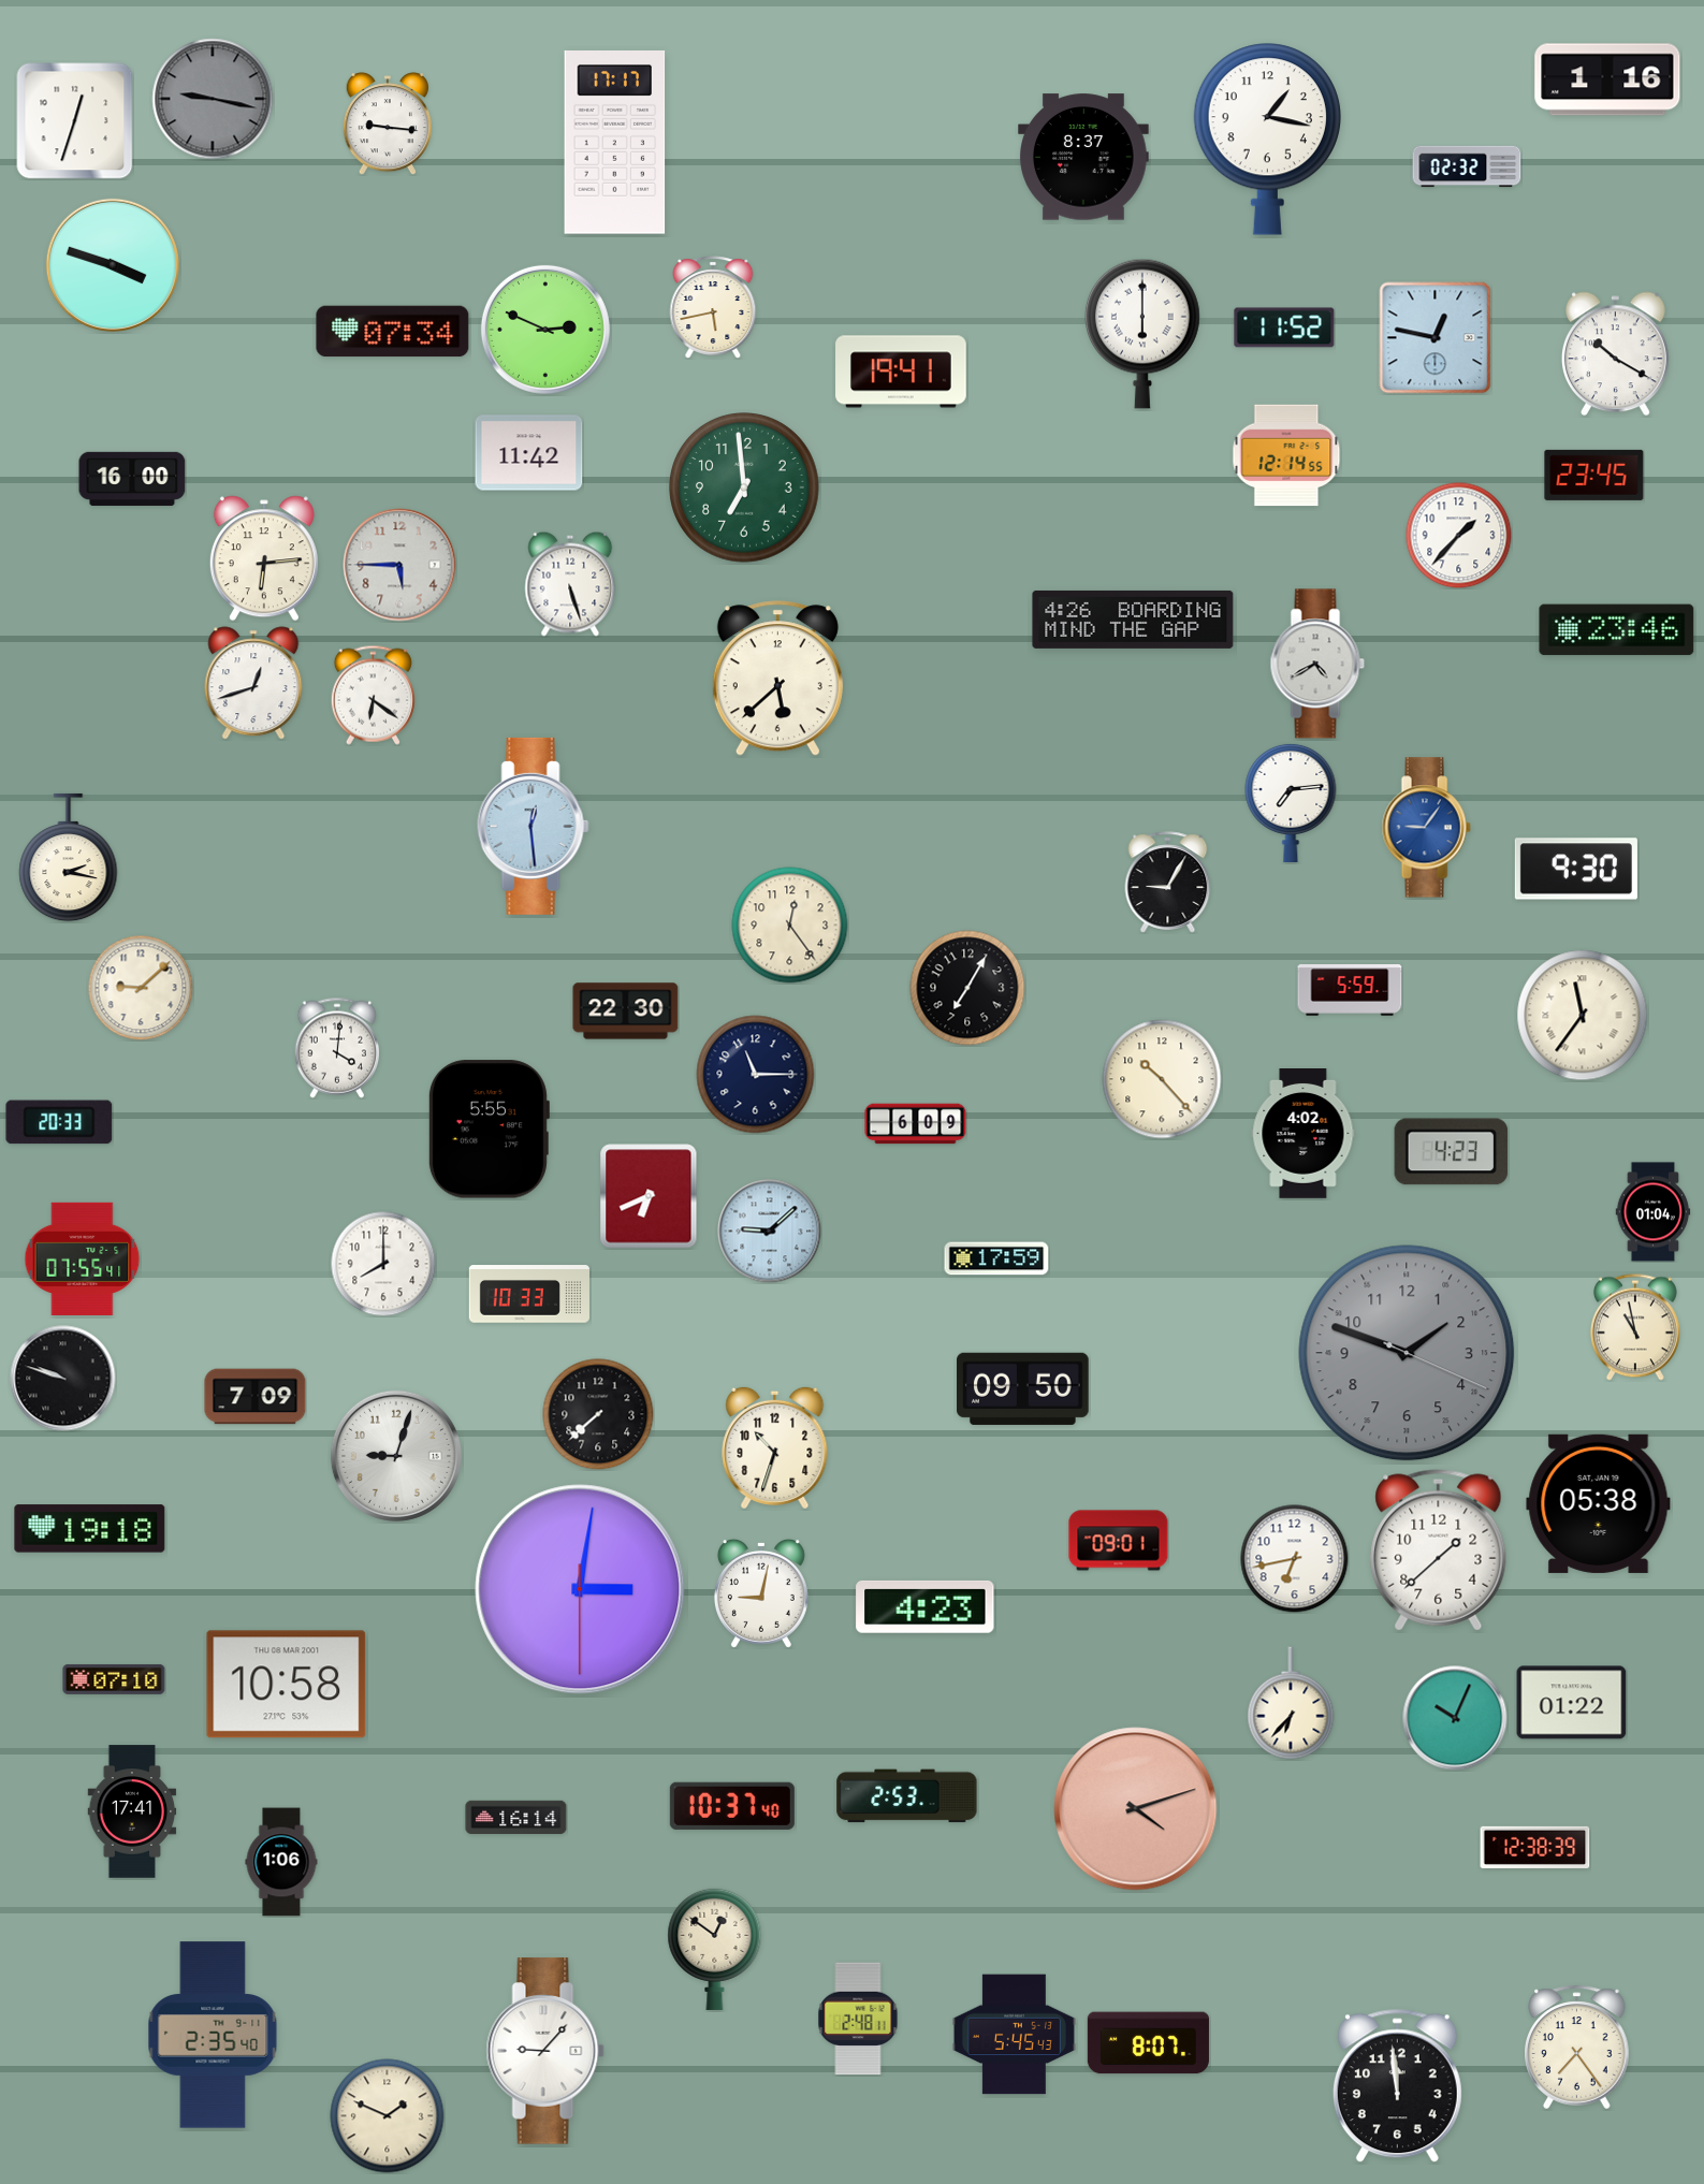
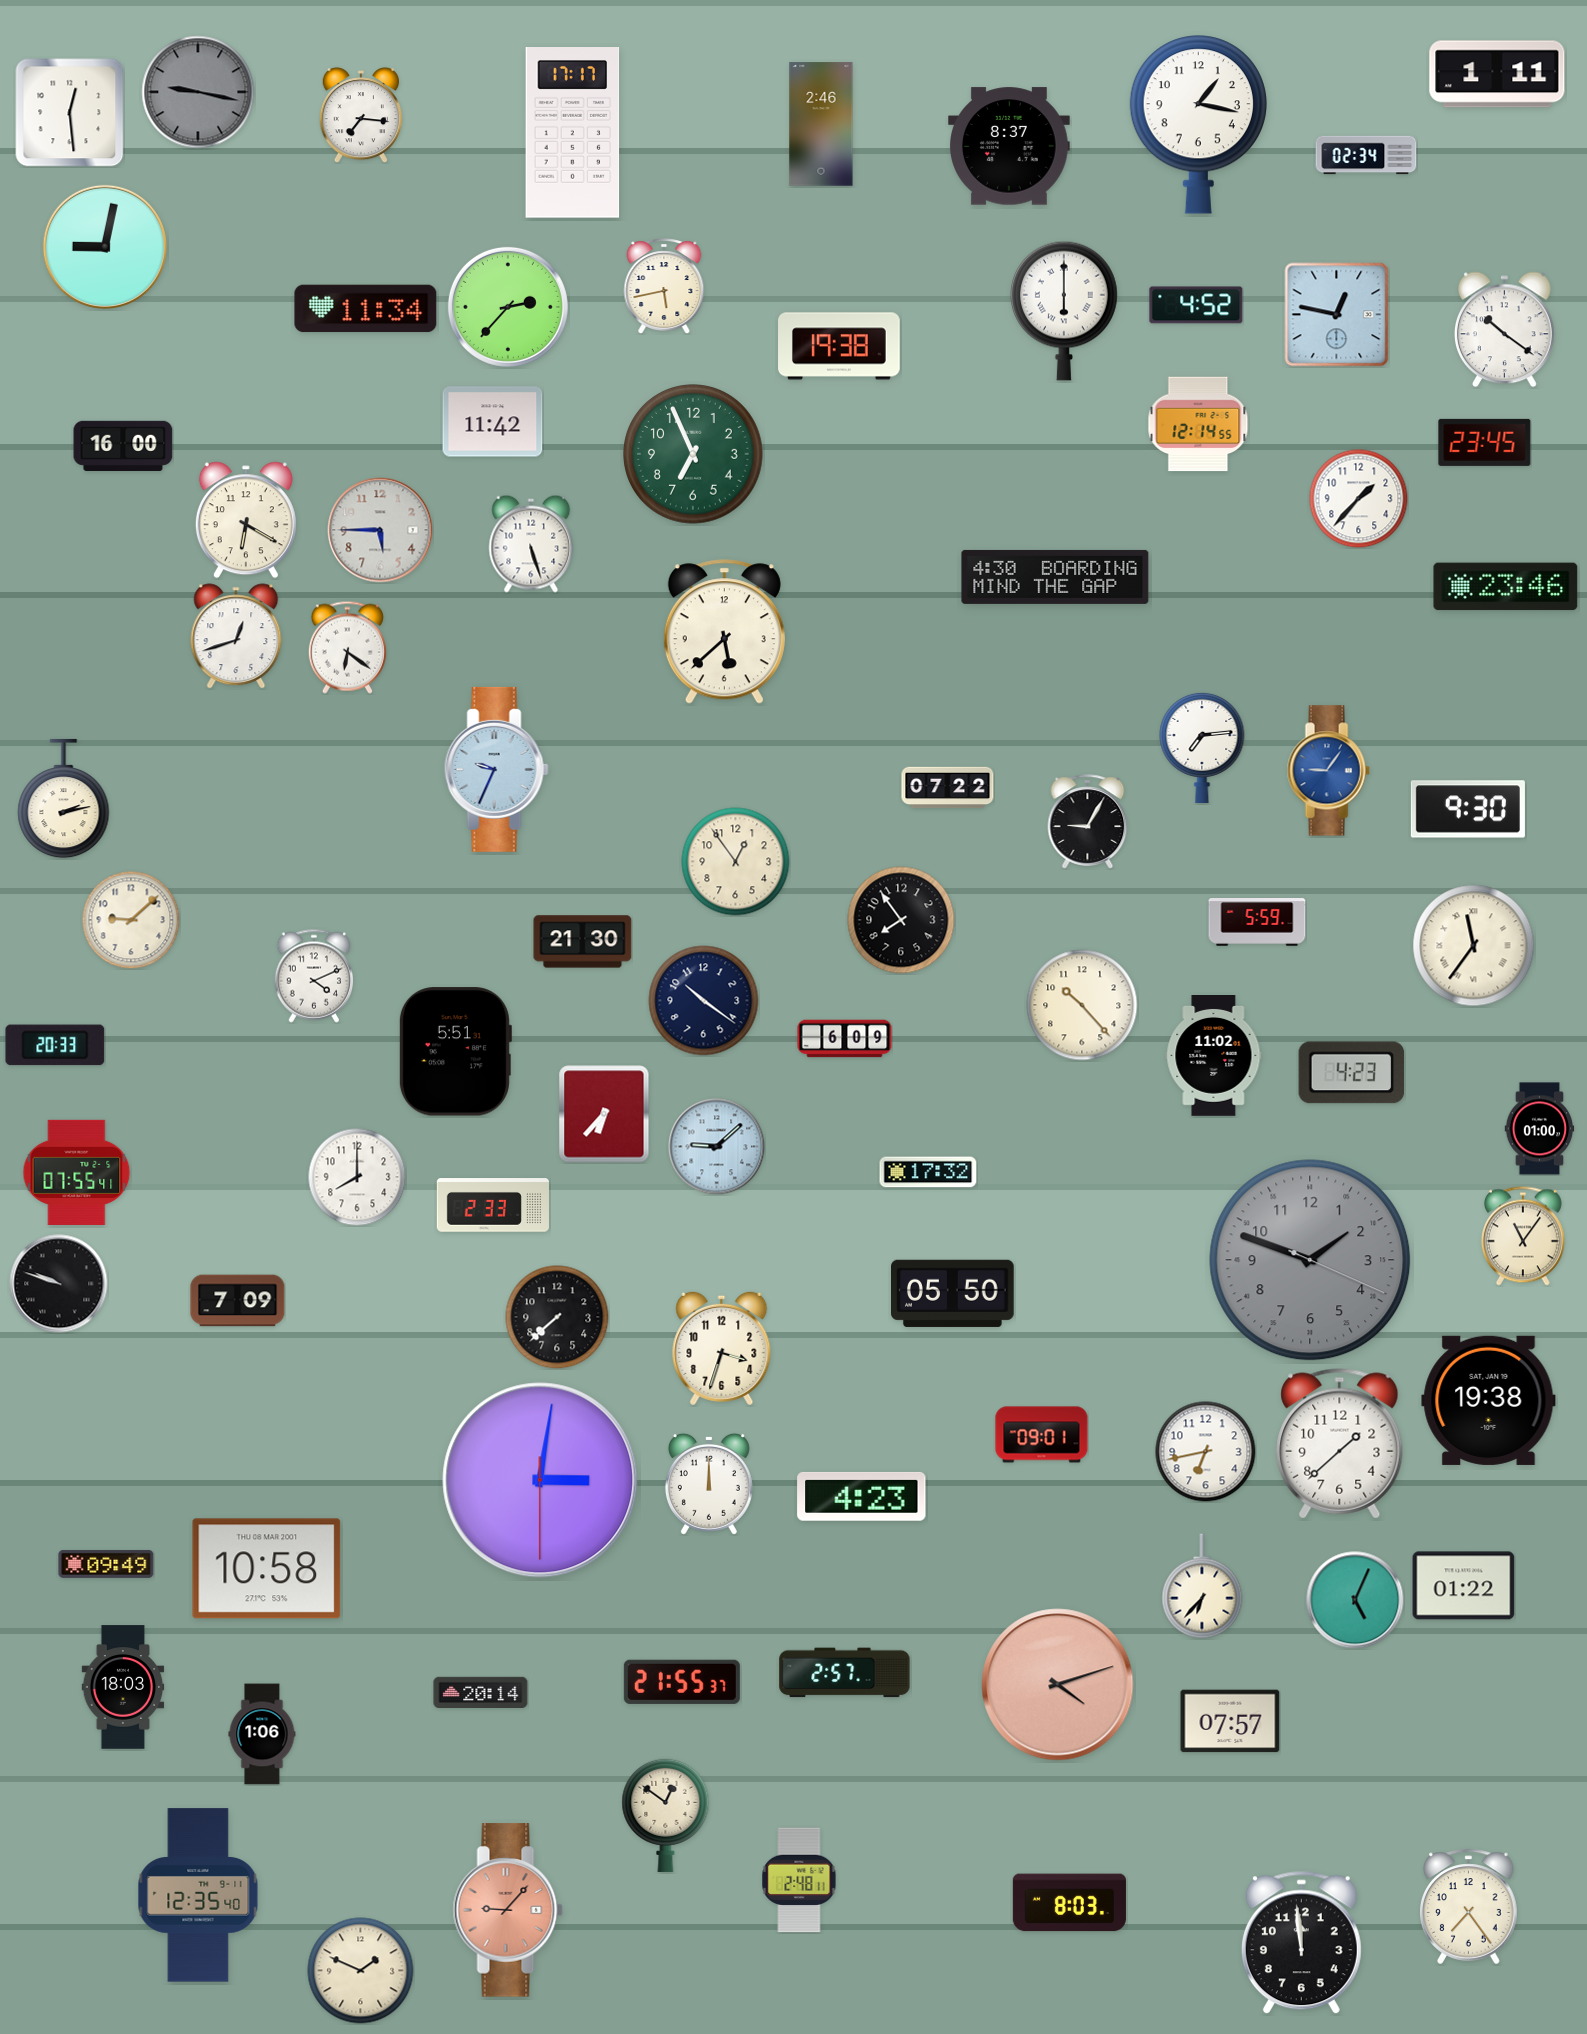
clock at (1607, 79): 1:16 -> 1:11
clock at (75, 121): 12:33 -> 12:29
clock at (388, 123): 9:16 -> 7:16
clock at (821, 124): none -> 2:46
clock at (1267, 140) position: (1267, 140) -> (1198, 125)
clock at (1467, 166): 02:32 -> 02:34
clock at (113, 265): 3:48 -> 9:02
clock at (1284, 327): 11:52 -> 4:52
clock at (545, 330): 2:49 -> 2:37
clock at (393, 332): 07:34 -> 11:34
clock at (1615, 354): 10:20 -> 10:21
clock at (901, 372): 19:41 -> 19:38
clock at (744, 487): 6:59 -> 6:56
clock at (264, 558): 6:14 -> 6:20
clock at (399, 565) position: (399, 565) -> (380, 530)
clock at (1133, 620): 4:26 -> 4:30
clock at (1317, 664): 4:40 -> none
clock at (533, 826): 12:29 -> 9:34
clock at (948, 788): none -> 07:22
clock at (69, 858): 2:17 -> 2:13
clock at (790, 926): 12:24 -> 12:54
clock at (967, 988): 7:05 -> 7:54
clock at (626, 1011): 22:30 -> 21:30
clock at (337, 1048): 4:01 -> 4:11
clock at (756, 1075): 11:15 -> 10:21
clock at (916, 1124) position: (916, 1124) -> (845, 1039)
clock at (489, 1130): 5:55 -> 5:51
clock at (1304, 1134): 4:02 -> 11:02
clock at (649, 1196): 6:41 -> 6:37
clock at (1654, 1212): 01:04 -> 01:00
clock at (996, 1258): 17:59 -> 17:32
clock at (529, 1294): 10:33 -> 2:33
clock at (1635, 1327): 10:58 -> 11:06
clock at (1023, 1388): 09:50 -> 05:50
clock at (775, 1447): 10:33 -> 3:33
clock at (396, 1456): 9:03 -> none
clock at (1599, 1503): 05:38 -> 19:38
clock at (90, 1529): 19:18 -> none
clock at (761, 1593): 9:02 -> 12:00
clock at (114, 1679): 07:10 -> 09:49
clock at (1455, 1718): 10:04 -> 5:04
clock at (907, 1796): 2:53 -> 2:57
clock at (732, 1806): 10:37 -> 21:55
clock at (132, 1811): 17:41 -> 18:03
clock at (516, 1817): 16:14 -> 20:14
clock at (1535, 1847): 12:38 -> none
clock at (1230, 1721): none -> 07:57
clock at (213, 2035): 2:35 -> 12:35
clock at (1014, 2035): 5:45 -> none
clock at (1148, 2043): 8:07 -> 8:03
clock at (545, 2051) dial: white -> salmon
